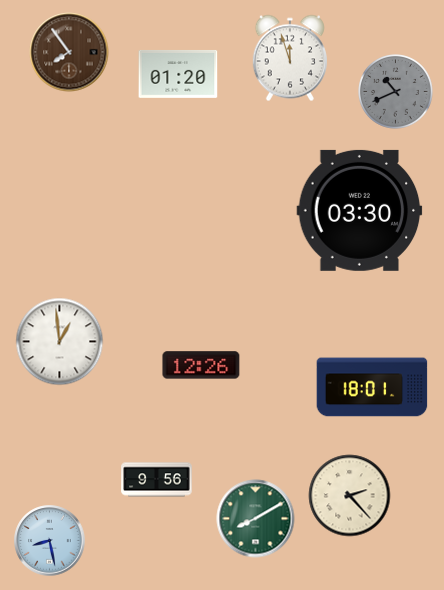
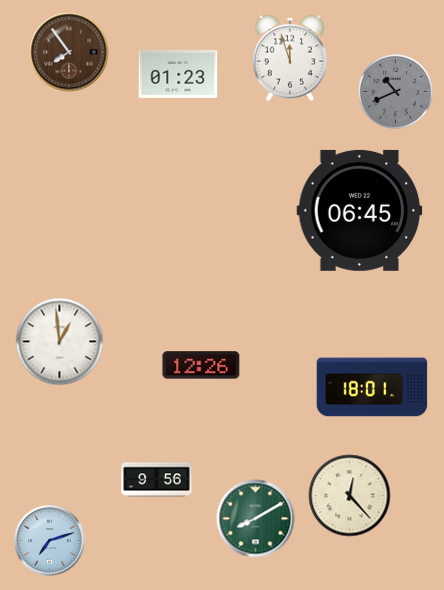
clock at (178, 74): 01:20 -> 01:23
clock at (360, 210): 03:30 -> 06:45
clock at (350, 496): 2:23 -> 12:23
clock at (50, 541): 8:28 -> 7:12
